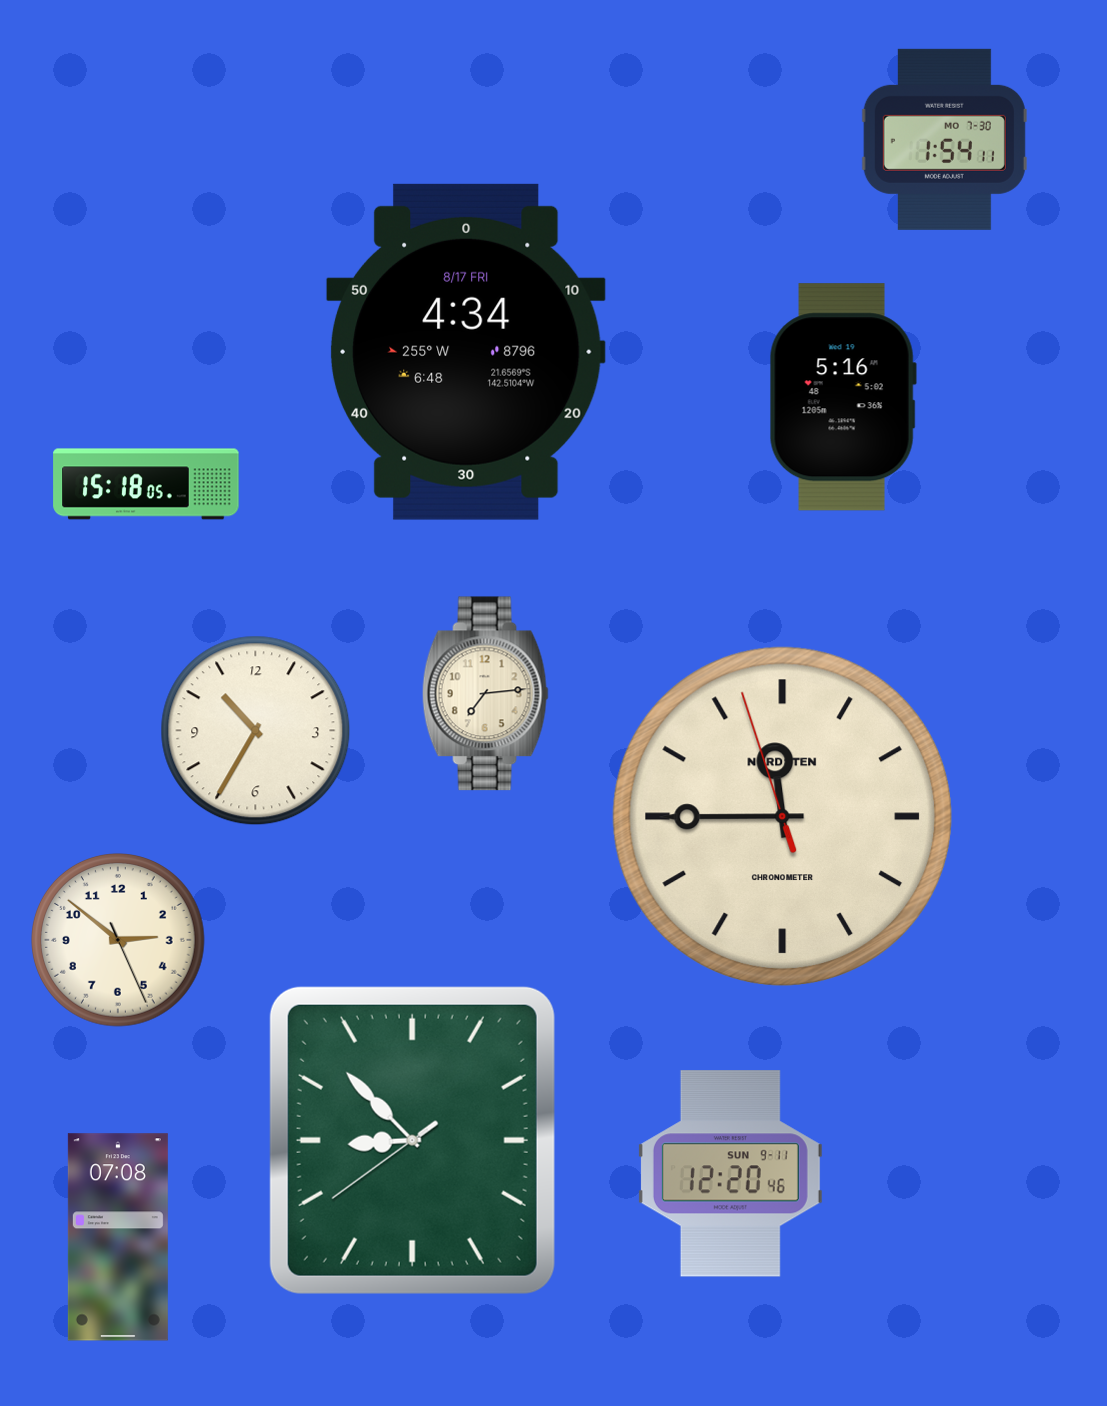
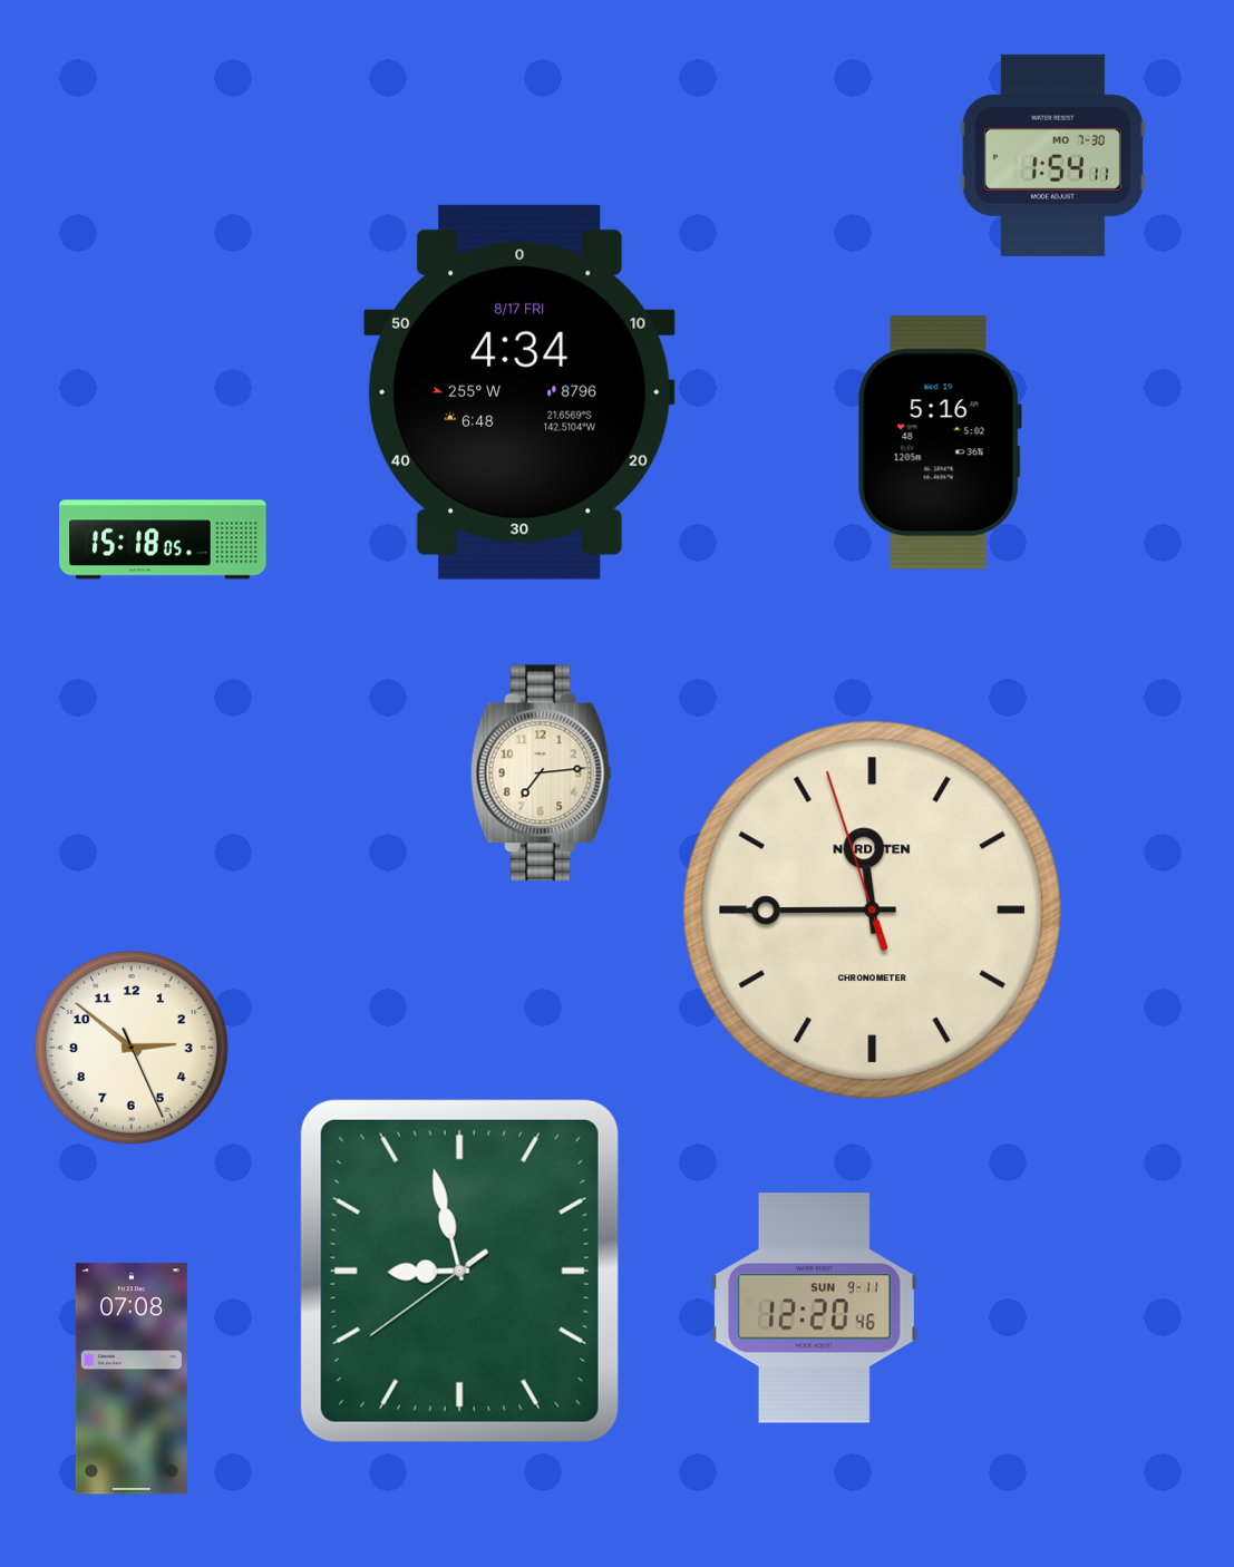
clock at (256, 731): 10:35 -> none
clock at (412, 1140): 8:52 -> 8:57
